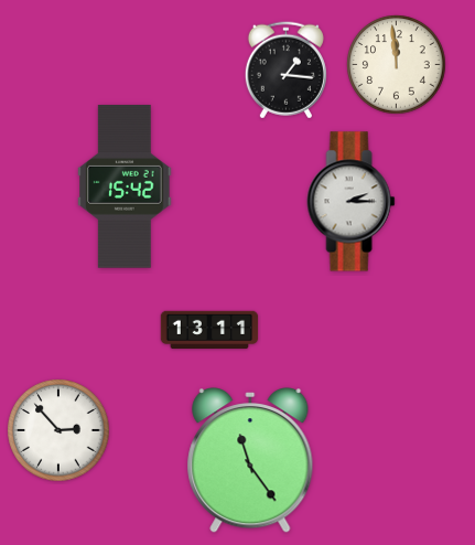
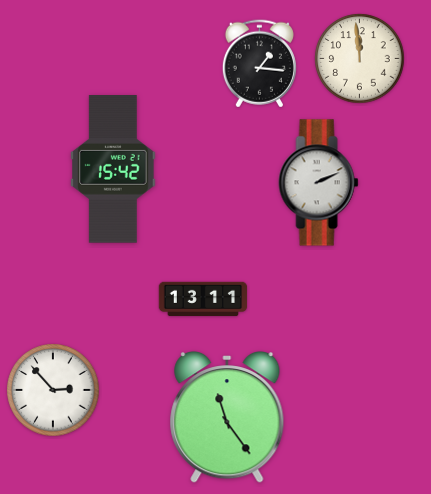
clock at (352, 202): 2:15 -> 2:11
clock at (209, 330) position: (209, 330) -> (203, 299)
